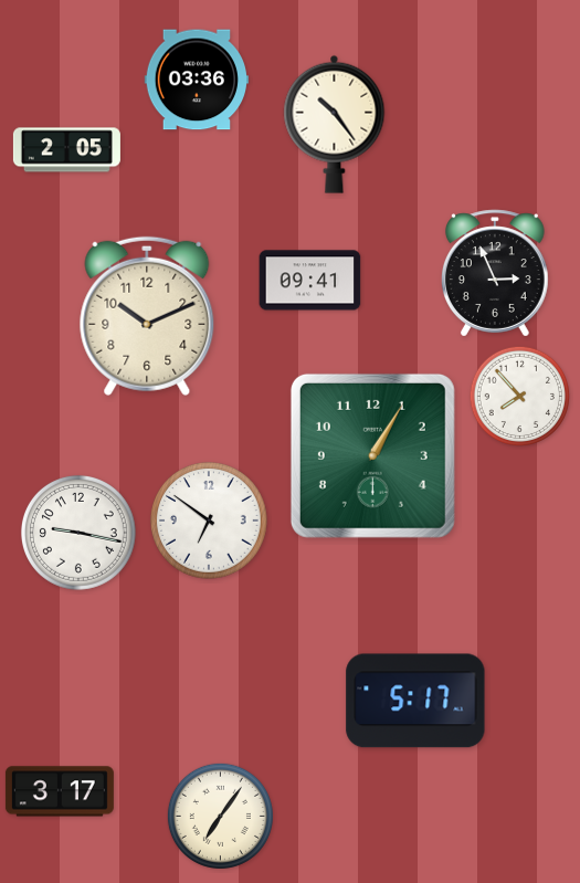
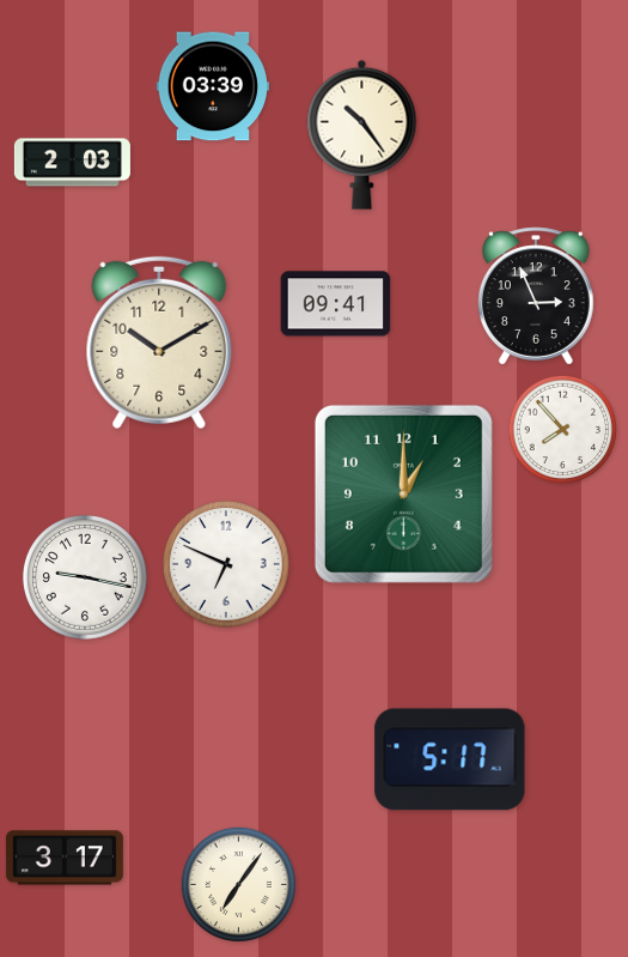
clock at (196, 80): 03:36 -> 03:39
clock at (66, 150): 2:05 -> 2:03
clock at (147, 316): 10:11 -> 10:10
clock at (372, 455): 1:05 -> 1:00
clock at (210, 522): 6:51 -> 6:49
